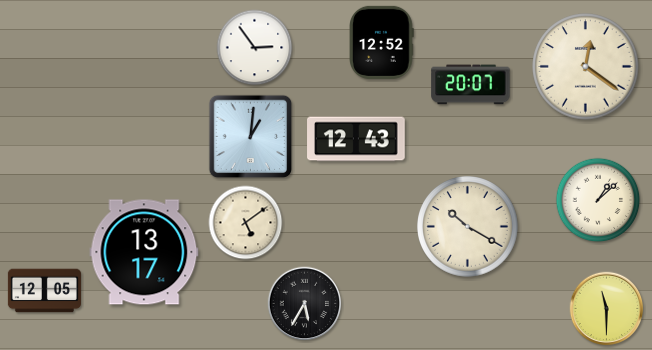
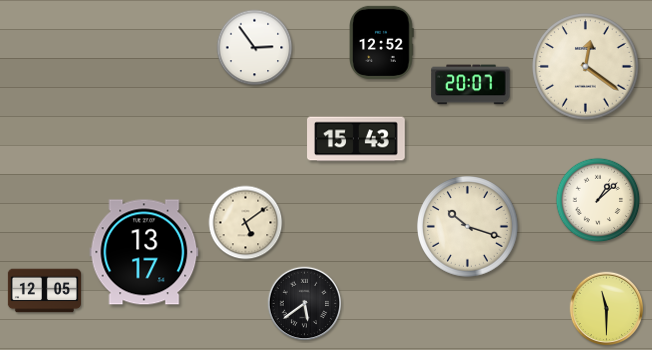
clock at (251, 137): 1:01 -> none
clock at (356, 139): 12:43 -> 15:43
clock at (468, 227): 10:20 -> 10:18
clock at (305, 304): 5:35 -> 5:39
